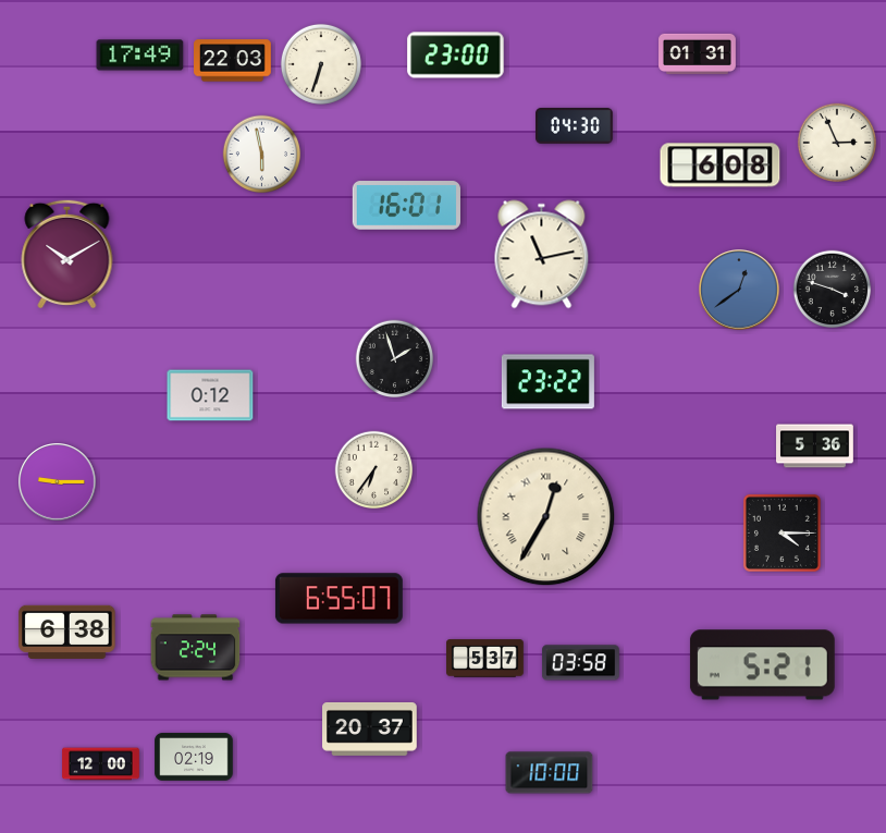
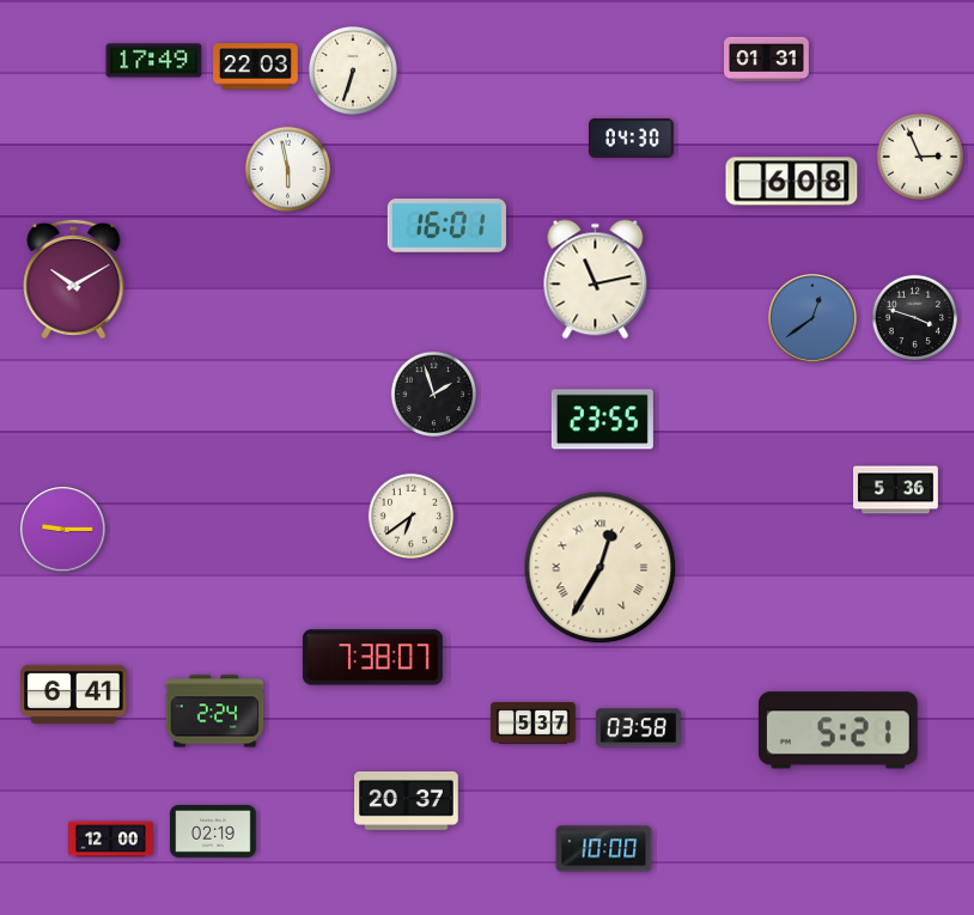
clock at (456, 56): 23:00 -> none
clock at (547, 382): 23:22 -> 23:55
clock at (210, 395): 0:12 -> none
clock at (374, 470): 6:36 -> 6:39
clock at (782, 532): 4:15 -> none
clock at (339, 599): 6:55 -> 7:38
clock at (67, 632): 6:38 -> 6:41
